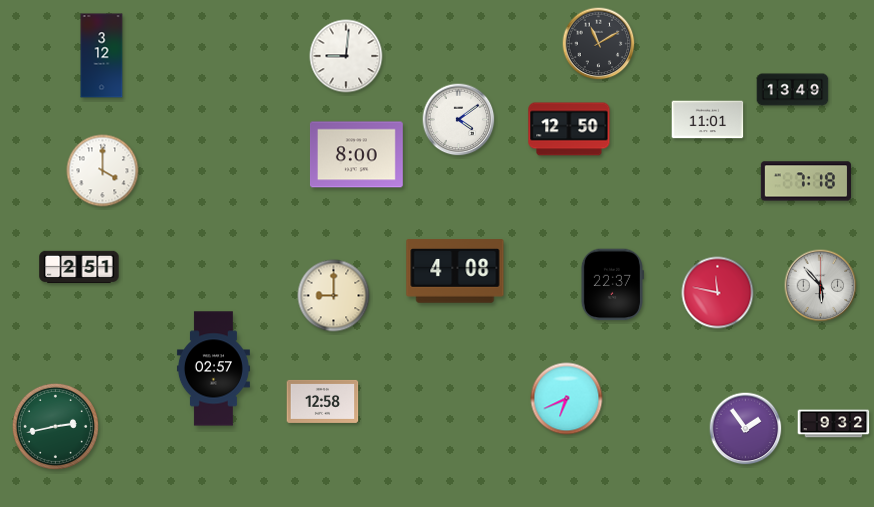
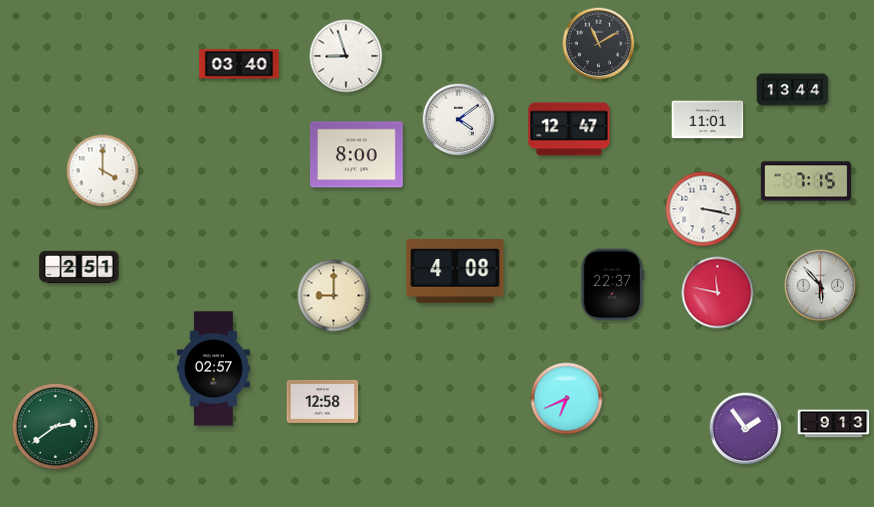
clock at (102, 56): 3:12 -> none
clock at (346, 56): 9:01 -> 8:57
clock at (239, 64): none -> 03:40
clock at (793, 90): 13:49 -> 13:44
clock at (569, 129): 12:50 -> 12:47
clock at (805, 181): 7:18 -> 7:15
clock at (703, 209): none -> 3:17
clock at (834, 424): 9:32 -> 9:13
clock at (55, 426): 2:43 -> 2:39
